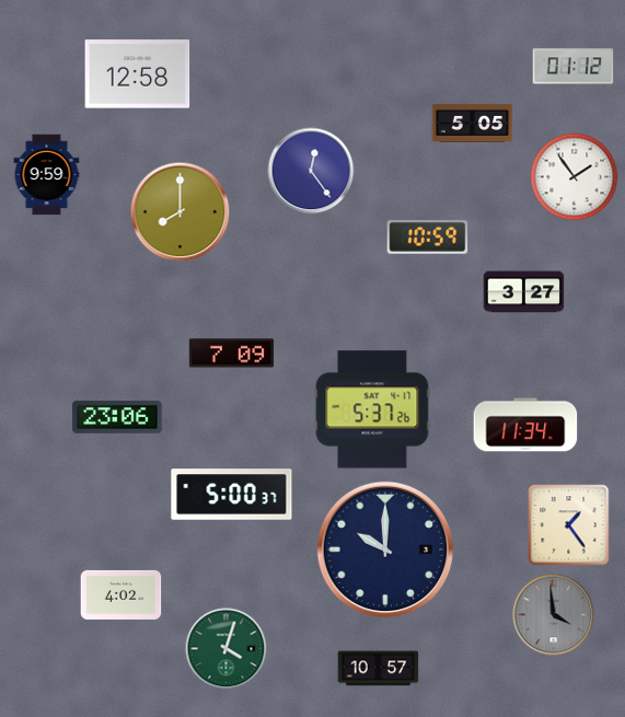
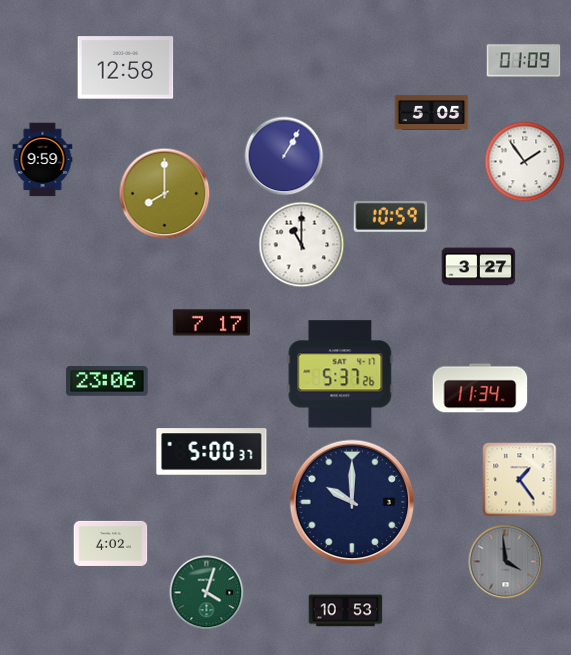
clock at (574, 67): 01:12 -> 01:09
clock at (311, 171): 12:24 -> 1:05
clock at (302, 245): none -> 11:00
clock at (231, 354): 7:09 -> 7:17
clock at (379, 669): 10:57 -> 10:53
